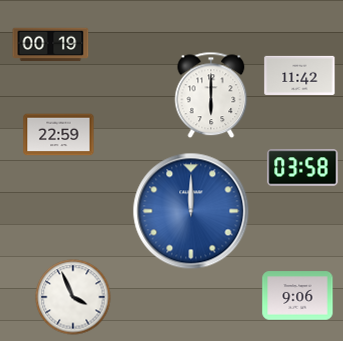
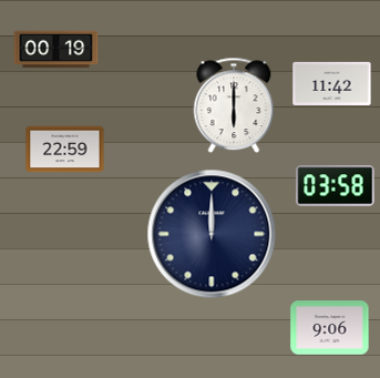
clock at (191, 211) dial: blue -> navy
clock at (73, 297): 3:56 -> none
